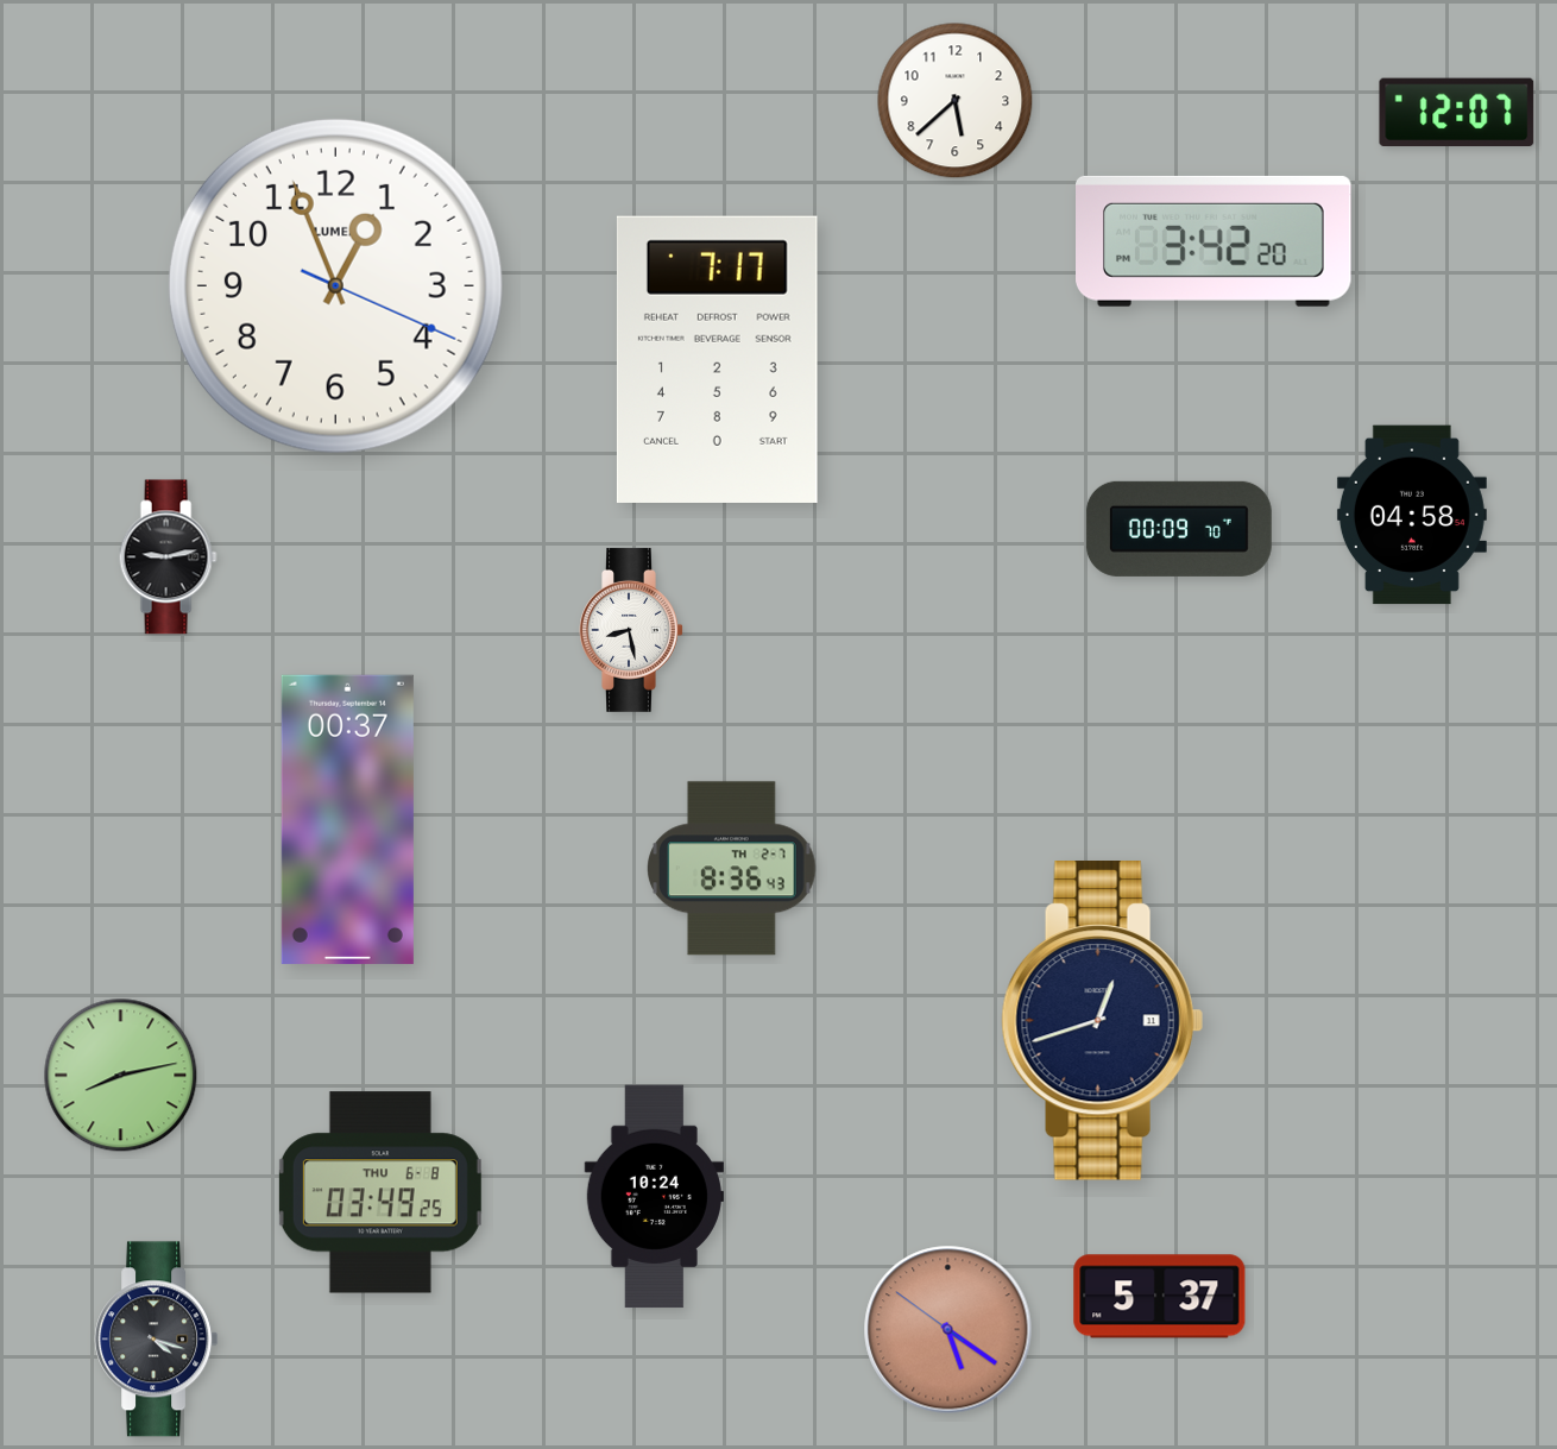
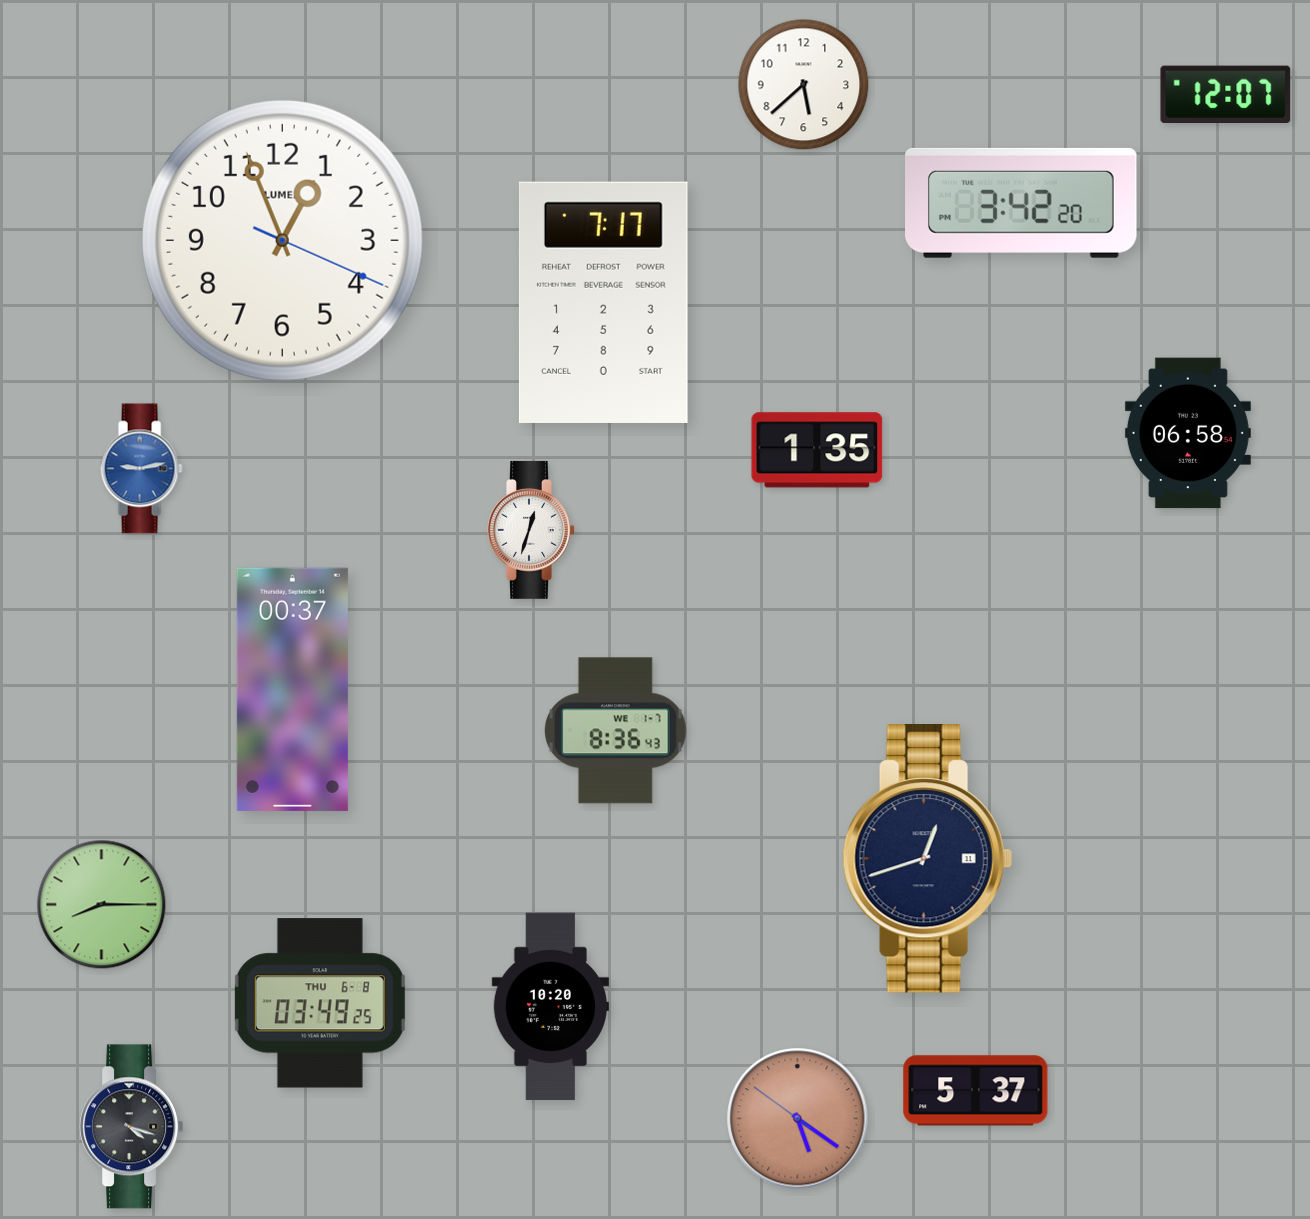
clock at (1412, 515): 04:58 -> 06:58
clock at (1179, 529): 00:09 -> none
clock at (817, 450): none -> 1:35
clock at (168, 557) dial: black -> blue
clock at (631, 630): 8:28 -> 12:33
clock at (732, 869) date: TH 2-7 -> WE 1-7
clock at (121, 1076): 8:13 -> 8:15
clock at (654, 1197): 10:24 -> 10:20
